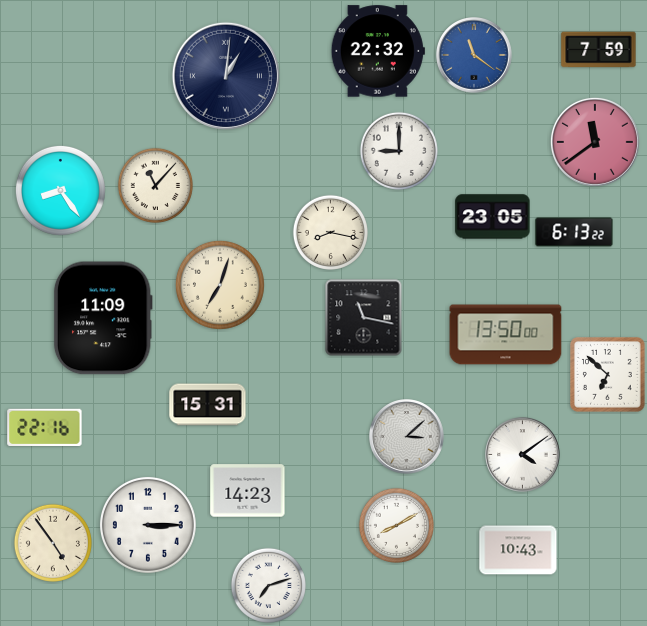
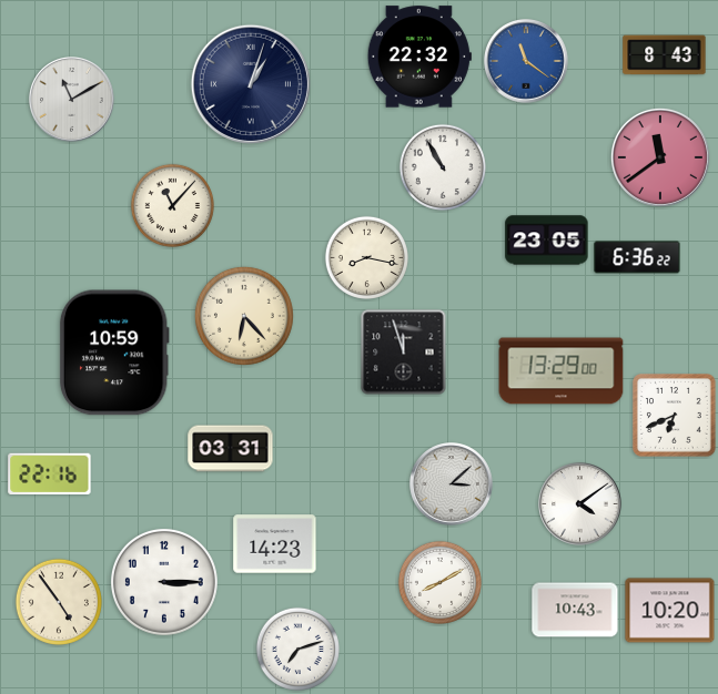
clock at (599, 50): 7:59 -> 8:43
clock at (226, 76): 1:01 -> 1:03
clock at (72, 100): none -> 11:10
clock at (399, 151): 9:00 -> 10:55
clock at (60, 190): 8:24 -> none
clock at (574, 232): 6:13 -> 6:36
clock at (220, 285): 7:03 -> 6:23
clock at (103, 318): 11:09 -> 10:59
clock at (364, 318): 11:17 -> 11:57
clock at (506, 335): 13:50 -> 13:29
clock at (608, 375): 6:52 -> 6:41
clock at (208, 405): 15:31 -> 03:31
clock at (670, 611): none -> 10:20
